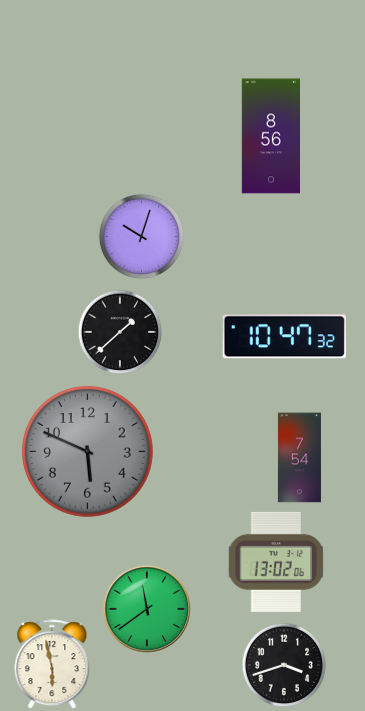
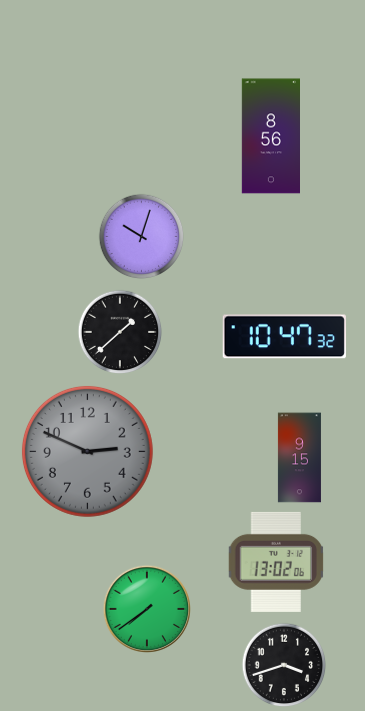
clock at (87, 451): 5:49 -> 2:49
clock at (299, 458): 7:54 -> 9:15
clock at (146, 608): 11:39 -> 7:39
clock at (52, 665): 5:58 -> none
